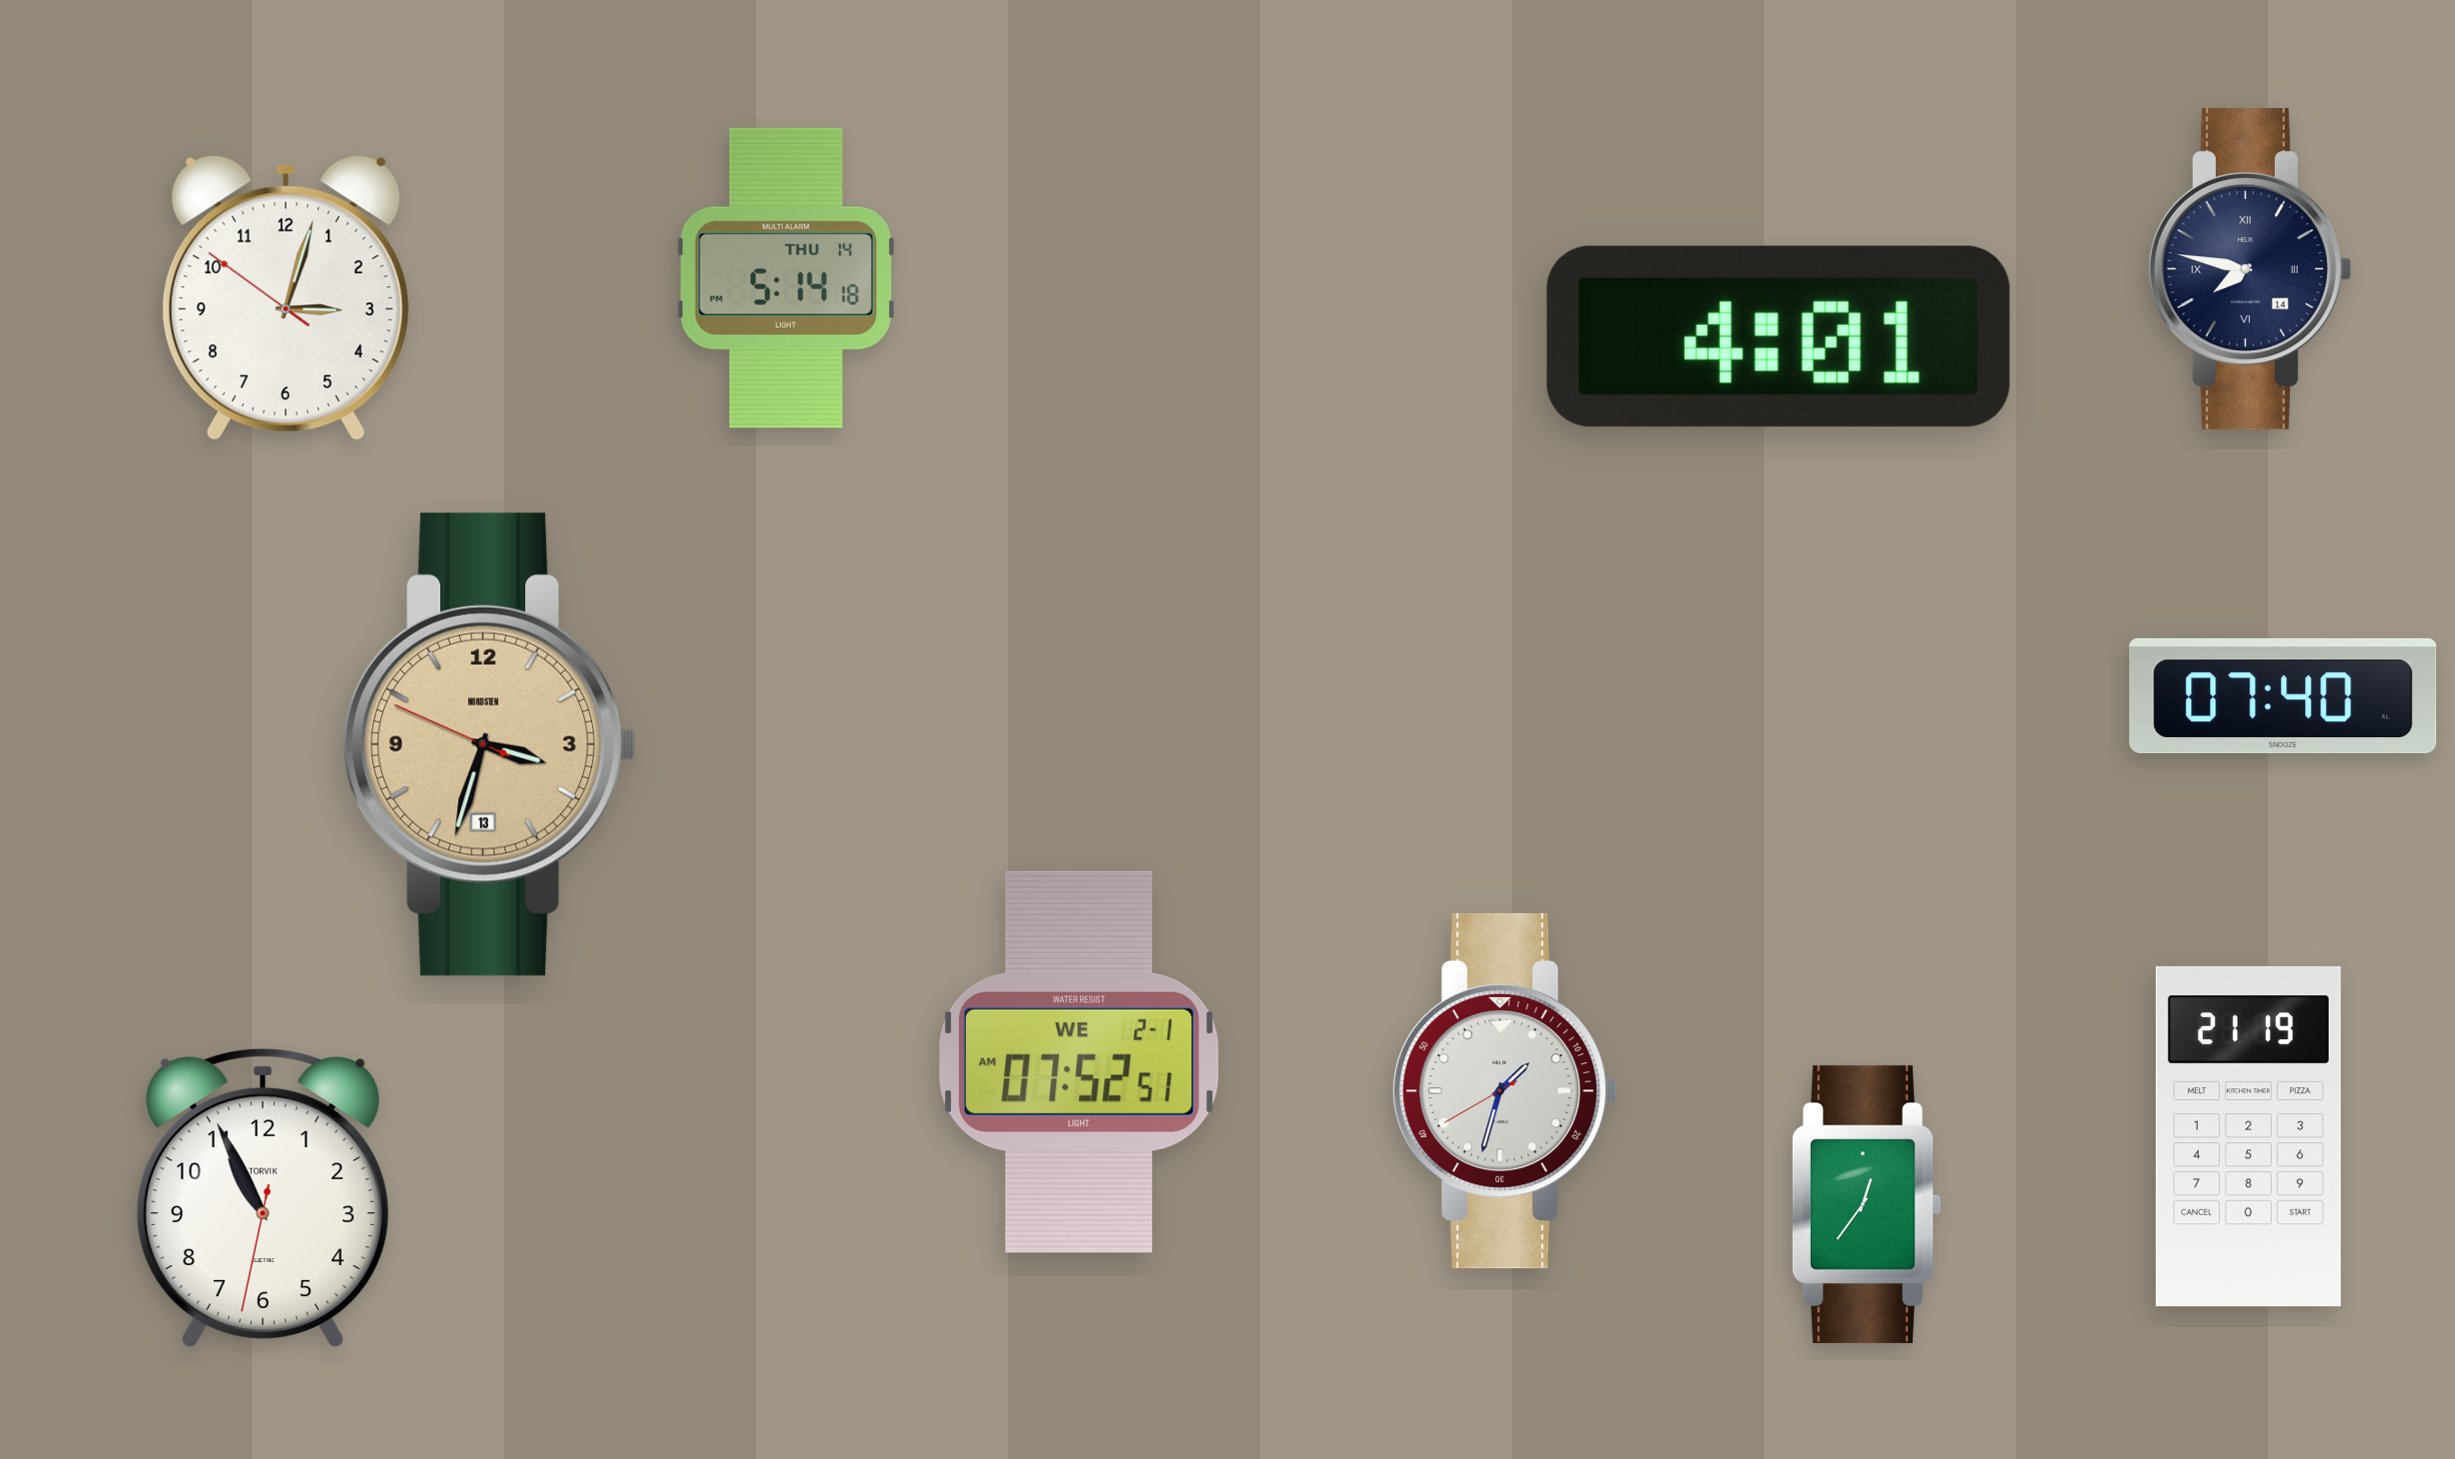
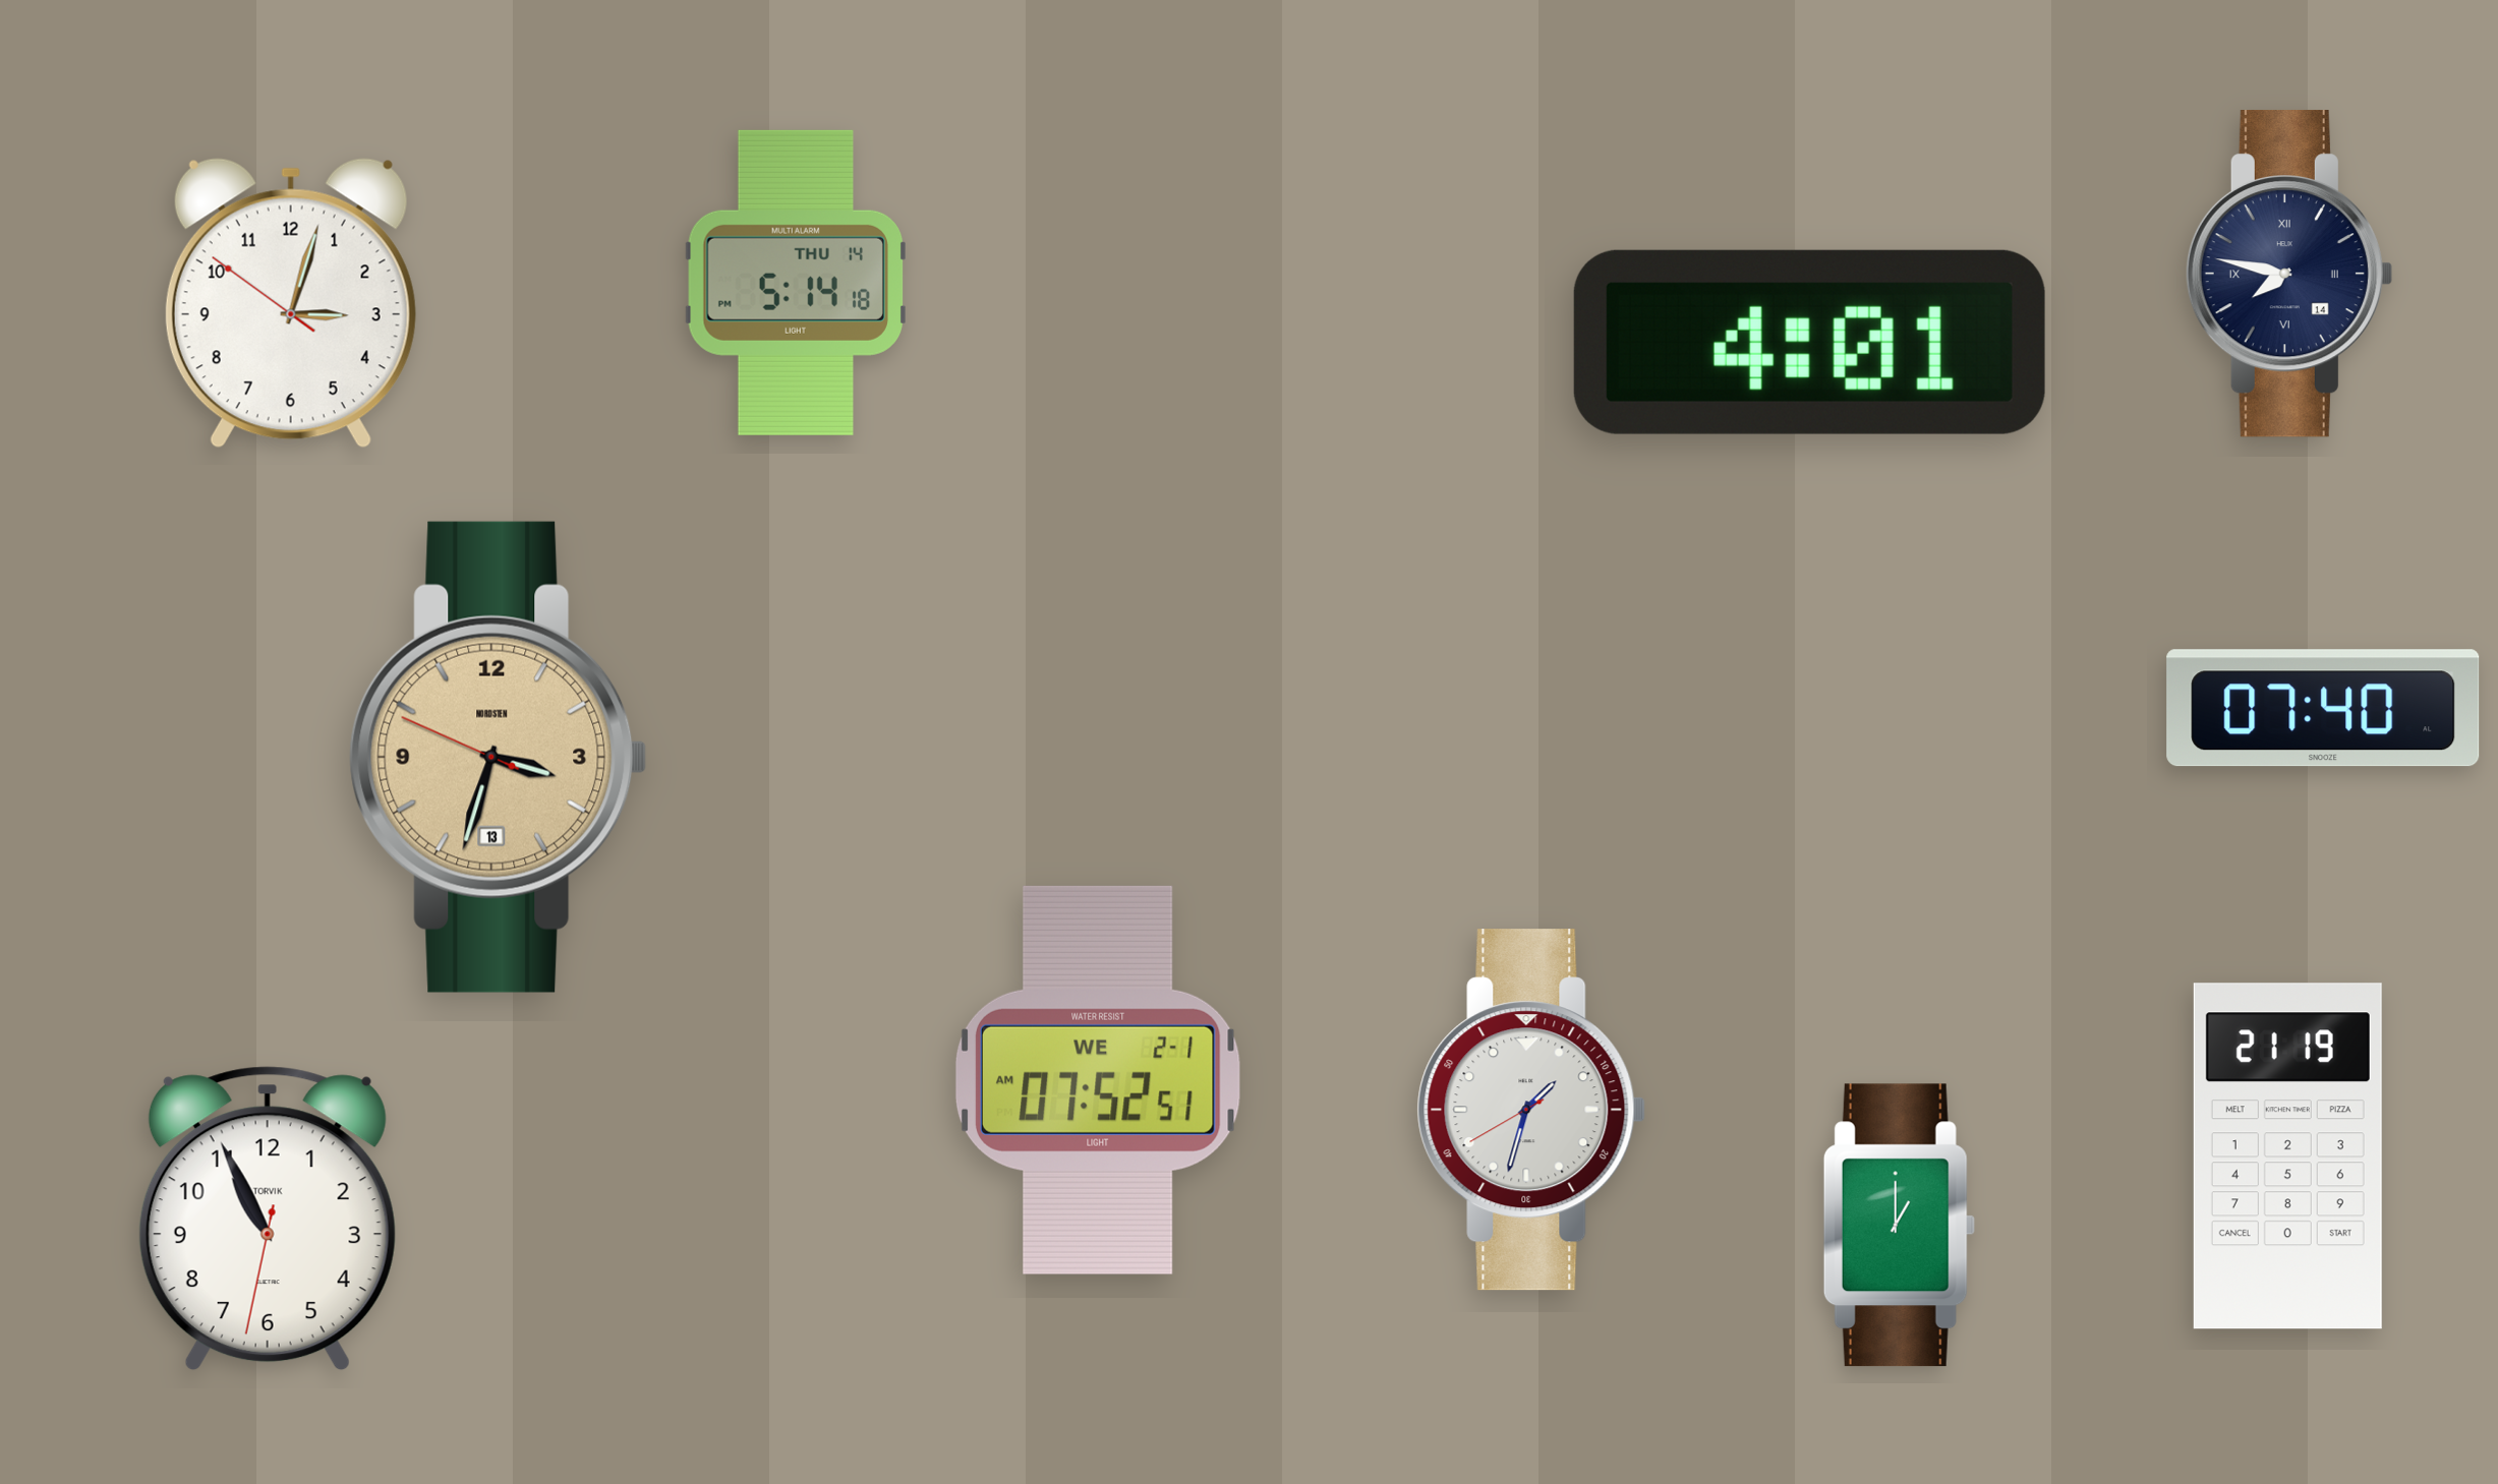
clock at (786, 278) position: (786, 278) -> (796, 283)
clock at (1866, 1205): 12:36 -> 1:00
